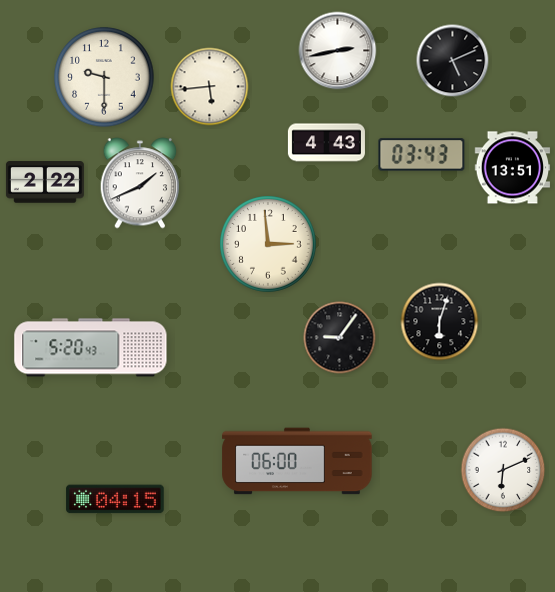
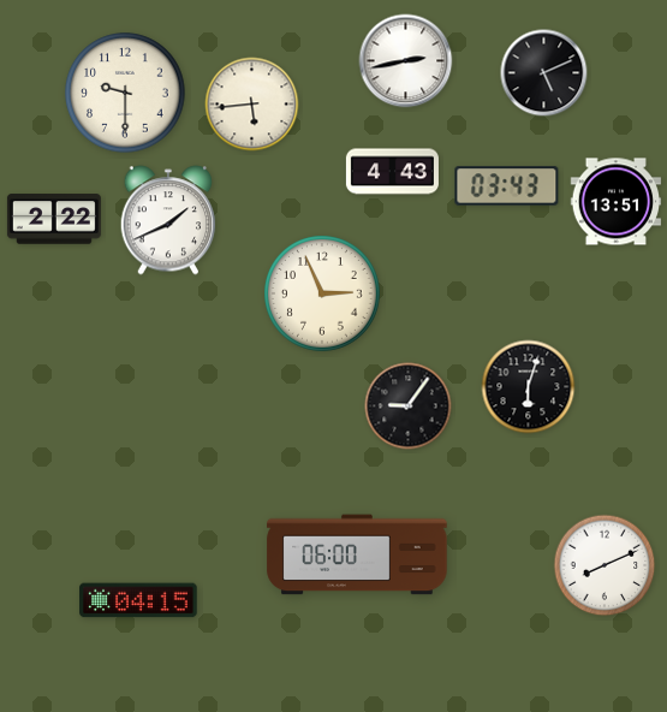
clock at (269, 245): 2:59 -> 2:56
clock at (91, 348): 5:20 -> none
clock at (503, 470): 6:11 -> 8:11
